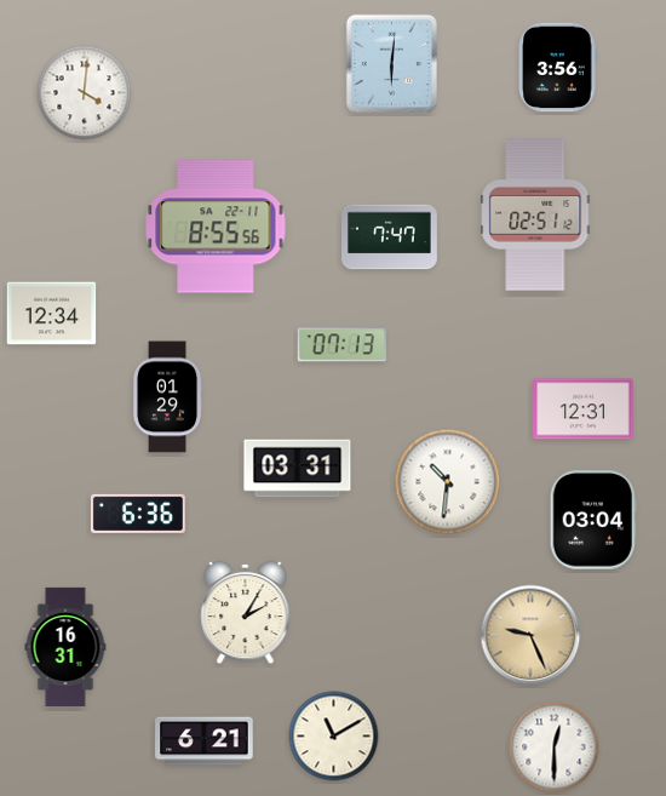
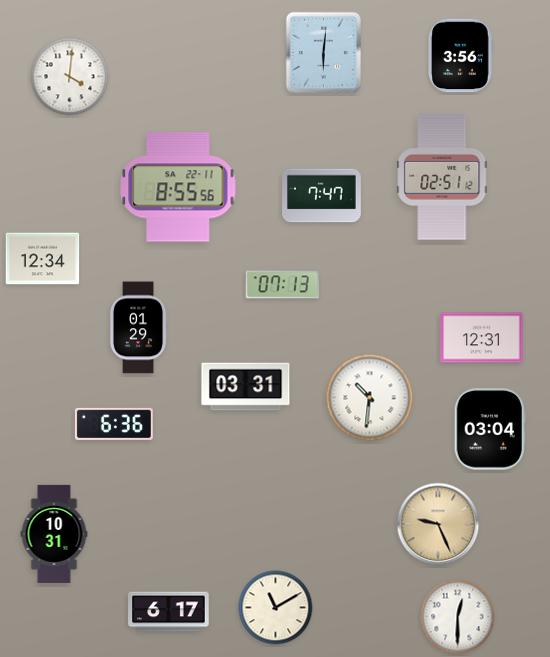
clock at (246, 613): 2:05 -> none
clock at (65, 647): 16:31 -> 10:31
clock at (205, 741): 6:21 -> 6:17
